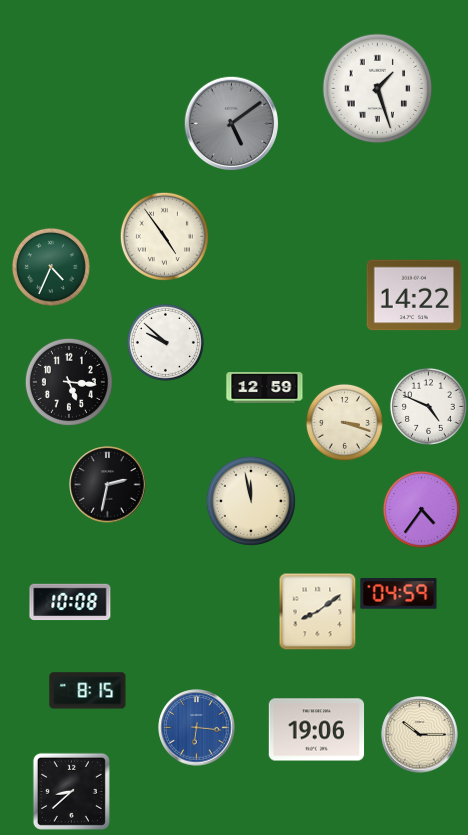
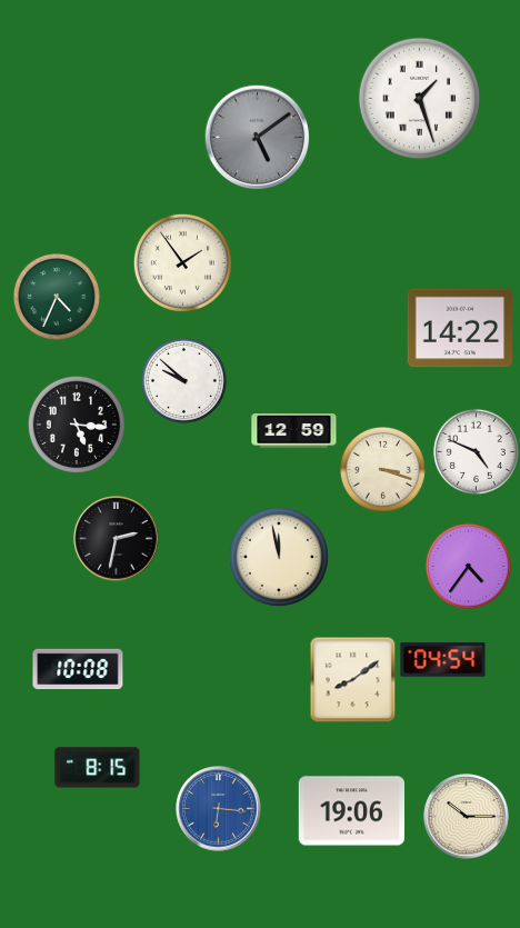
clock at (164, 236): 4:54 -> 1:54
clock at (108, 485) position: (108, 485) -> (117, 539)
clock at (399, 594): 04:59 -> 04:54
clock at (71, 791): 8:38 -> none
